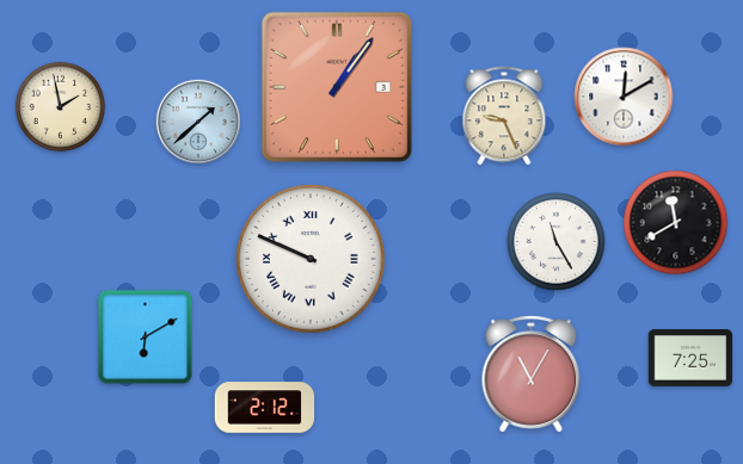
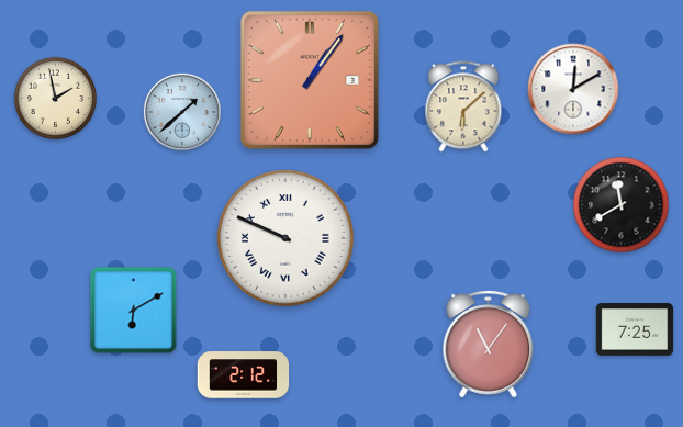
clock at (504, 116): 9:26 -> 6:08
clock at (557, 242): 11:25 -> none
clock at (532, 375): 11:05 -> 11:06
